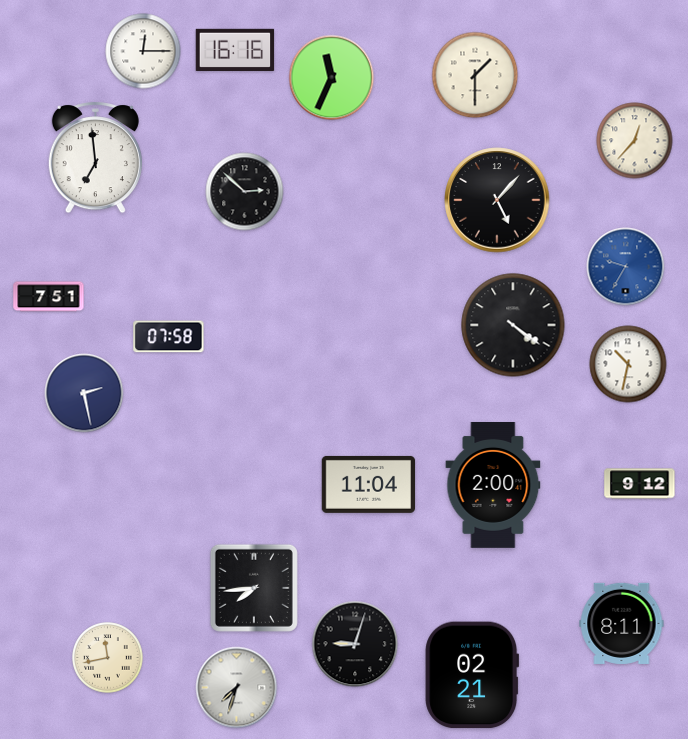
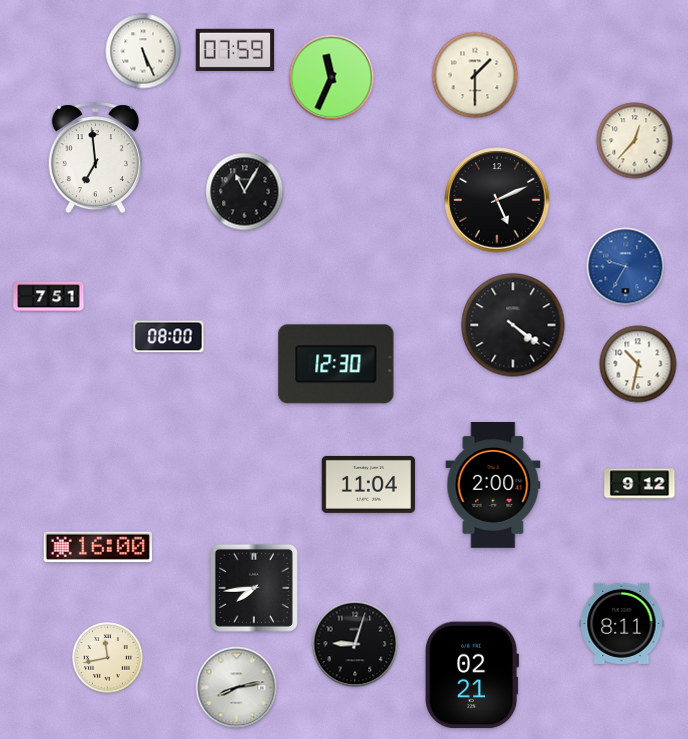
clock at (235, 49): 16:16 -> 07:59
clock at (143, 51): 12:15 -> 5:26
clock at (245, 192): 2:52 -> 11:05
clock at (497, 200): 5:07 -> 5:11
clock at (169, 337): 07:58 -> 08:00
clock at (336, 364): none -> 12:30
clock at (628, 364) position: (628, 364) -> (638, 364)
clock at (84, 393): 2:28 -> none
clock at (98, 546): none -> 16:00
clock at (237, 688): 7:33 -> 8:13
